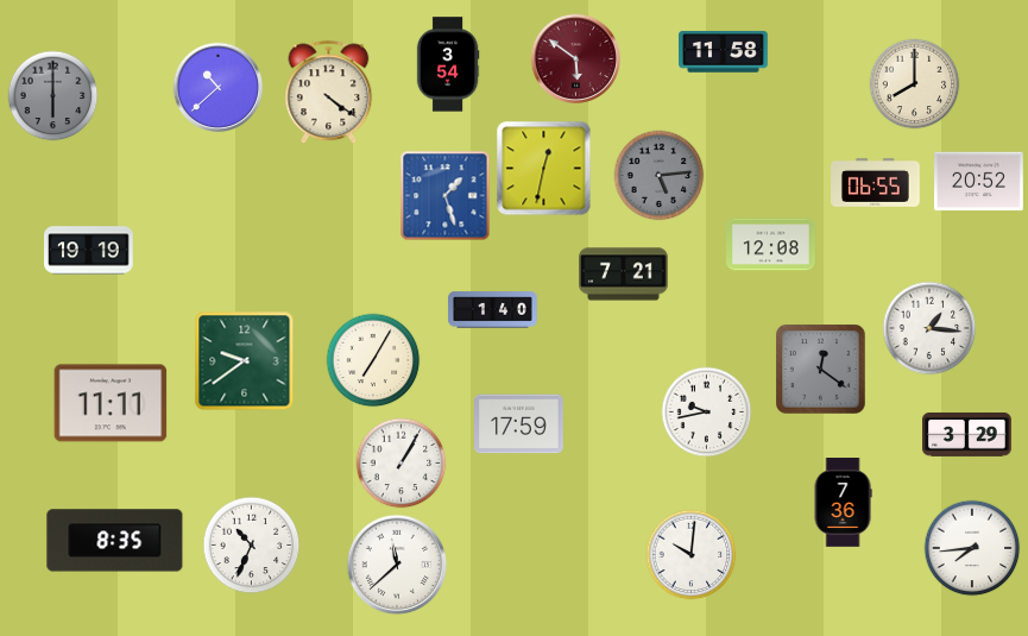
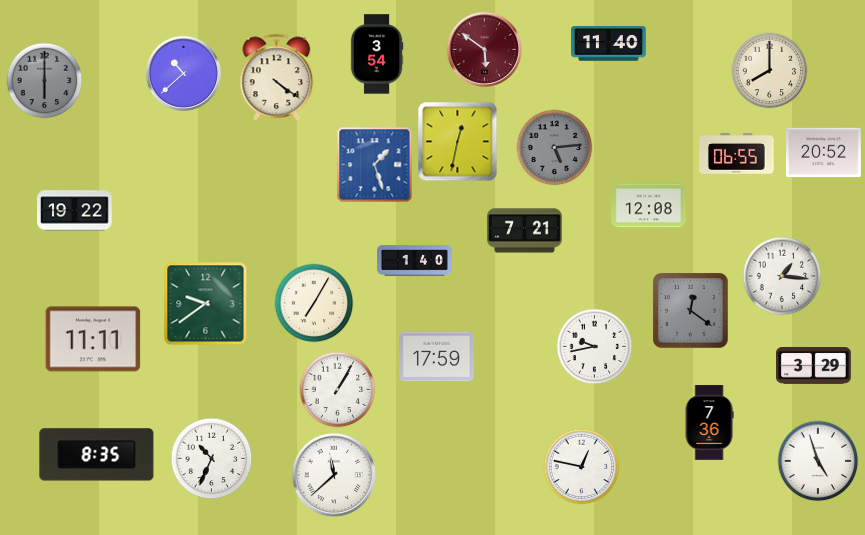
clock at (724, 52): 11:58 -> 11:40
clock at (89, 251): 19:19 -> 19:22
clock at (972, 548): 7:44 -> 4:57
clock at (692, 555): 10:01 -> 12:47
